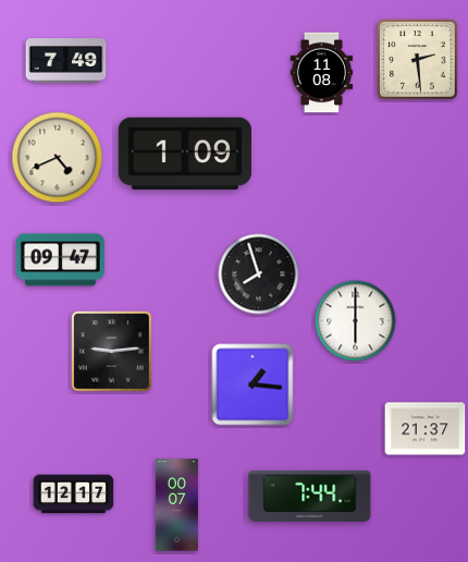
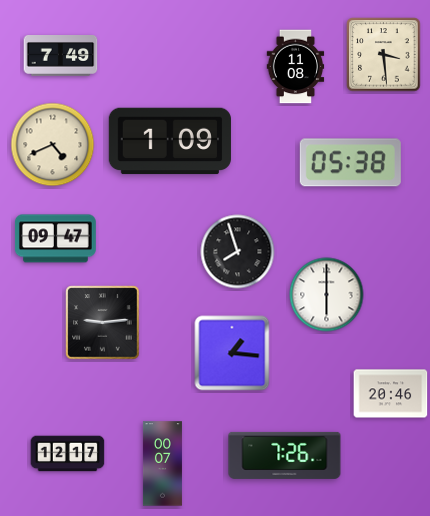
clock at (418, 60): 2:29 -> 3:29
clock at (350, 163): none -> 05:38
clock at (426, 429): 21:37 -> 20:46
clock at (310, 496): 7:44 -> 7:26
